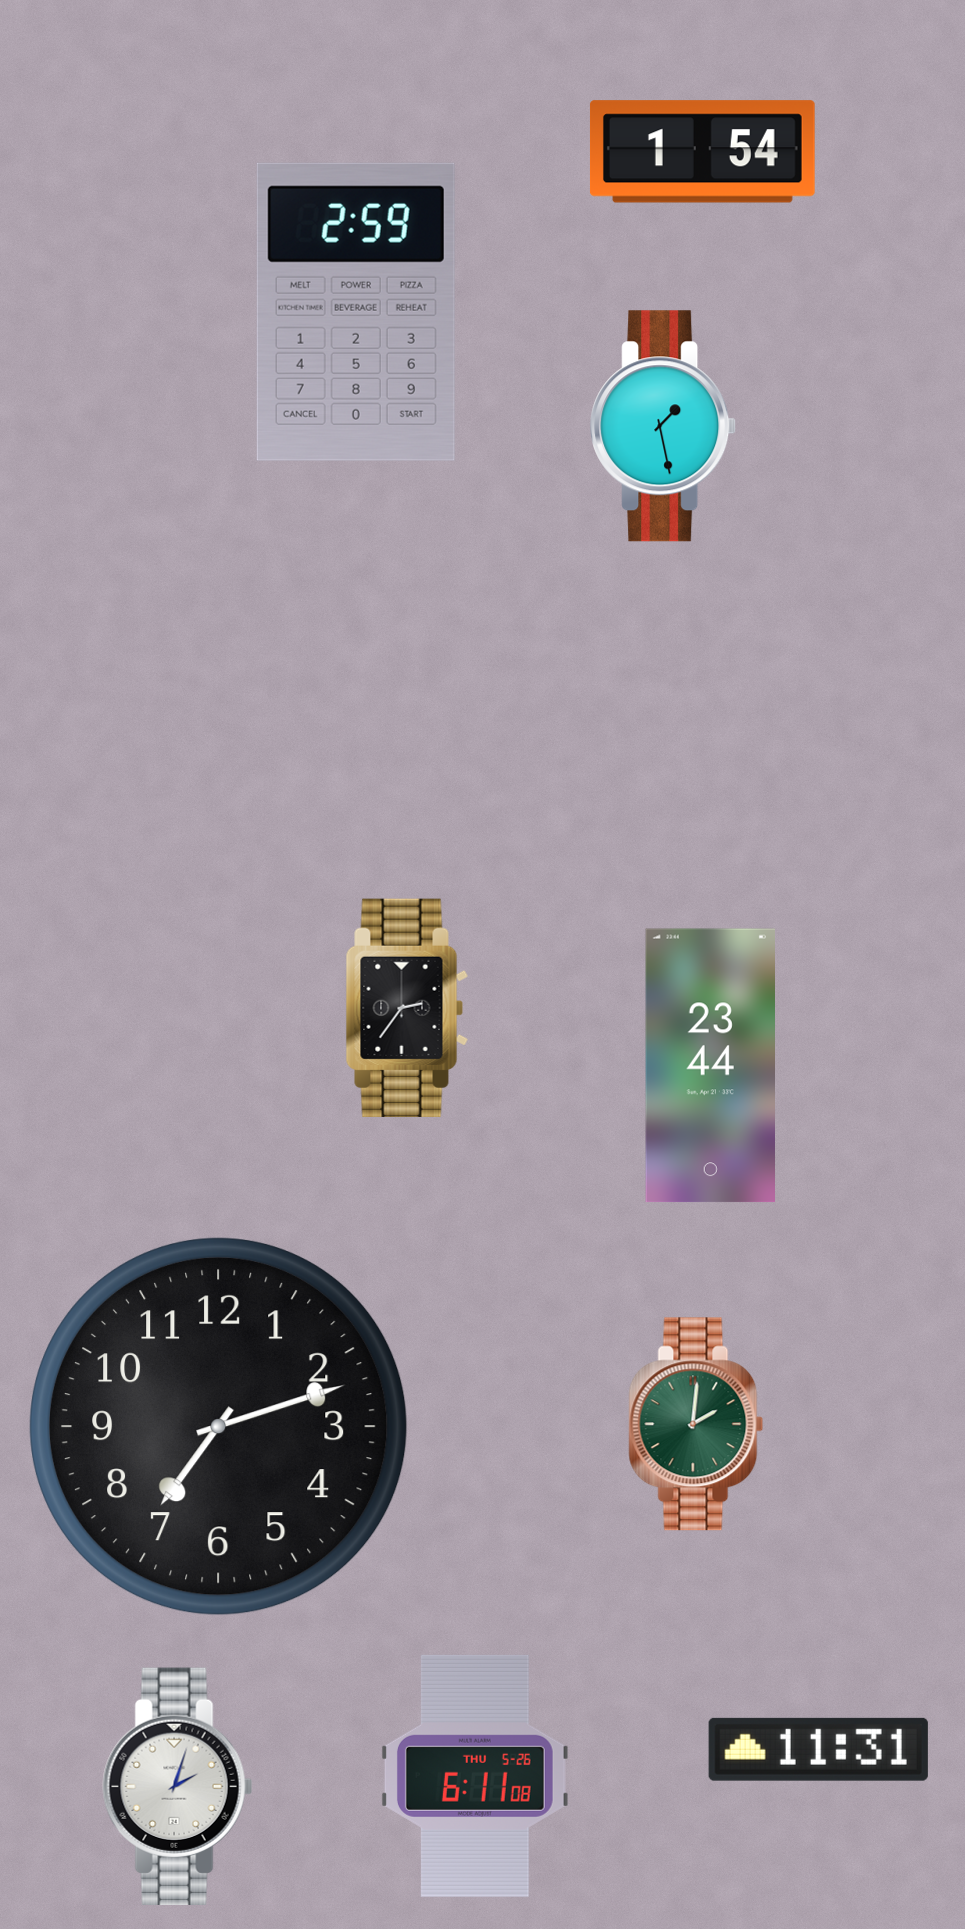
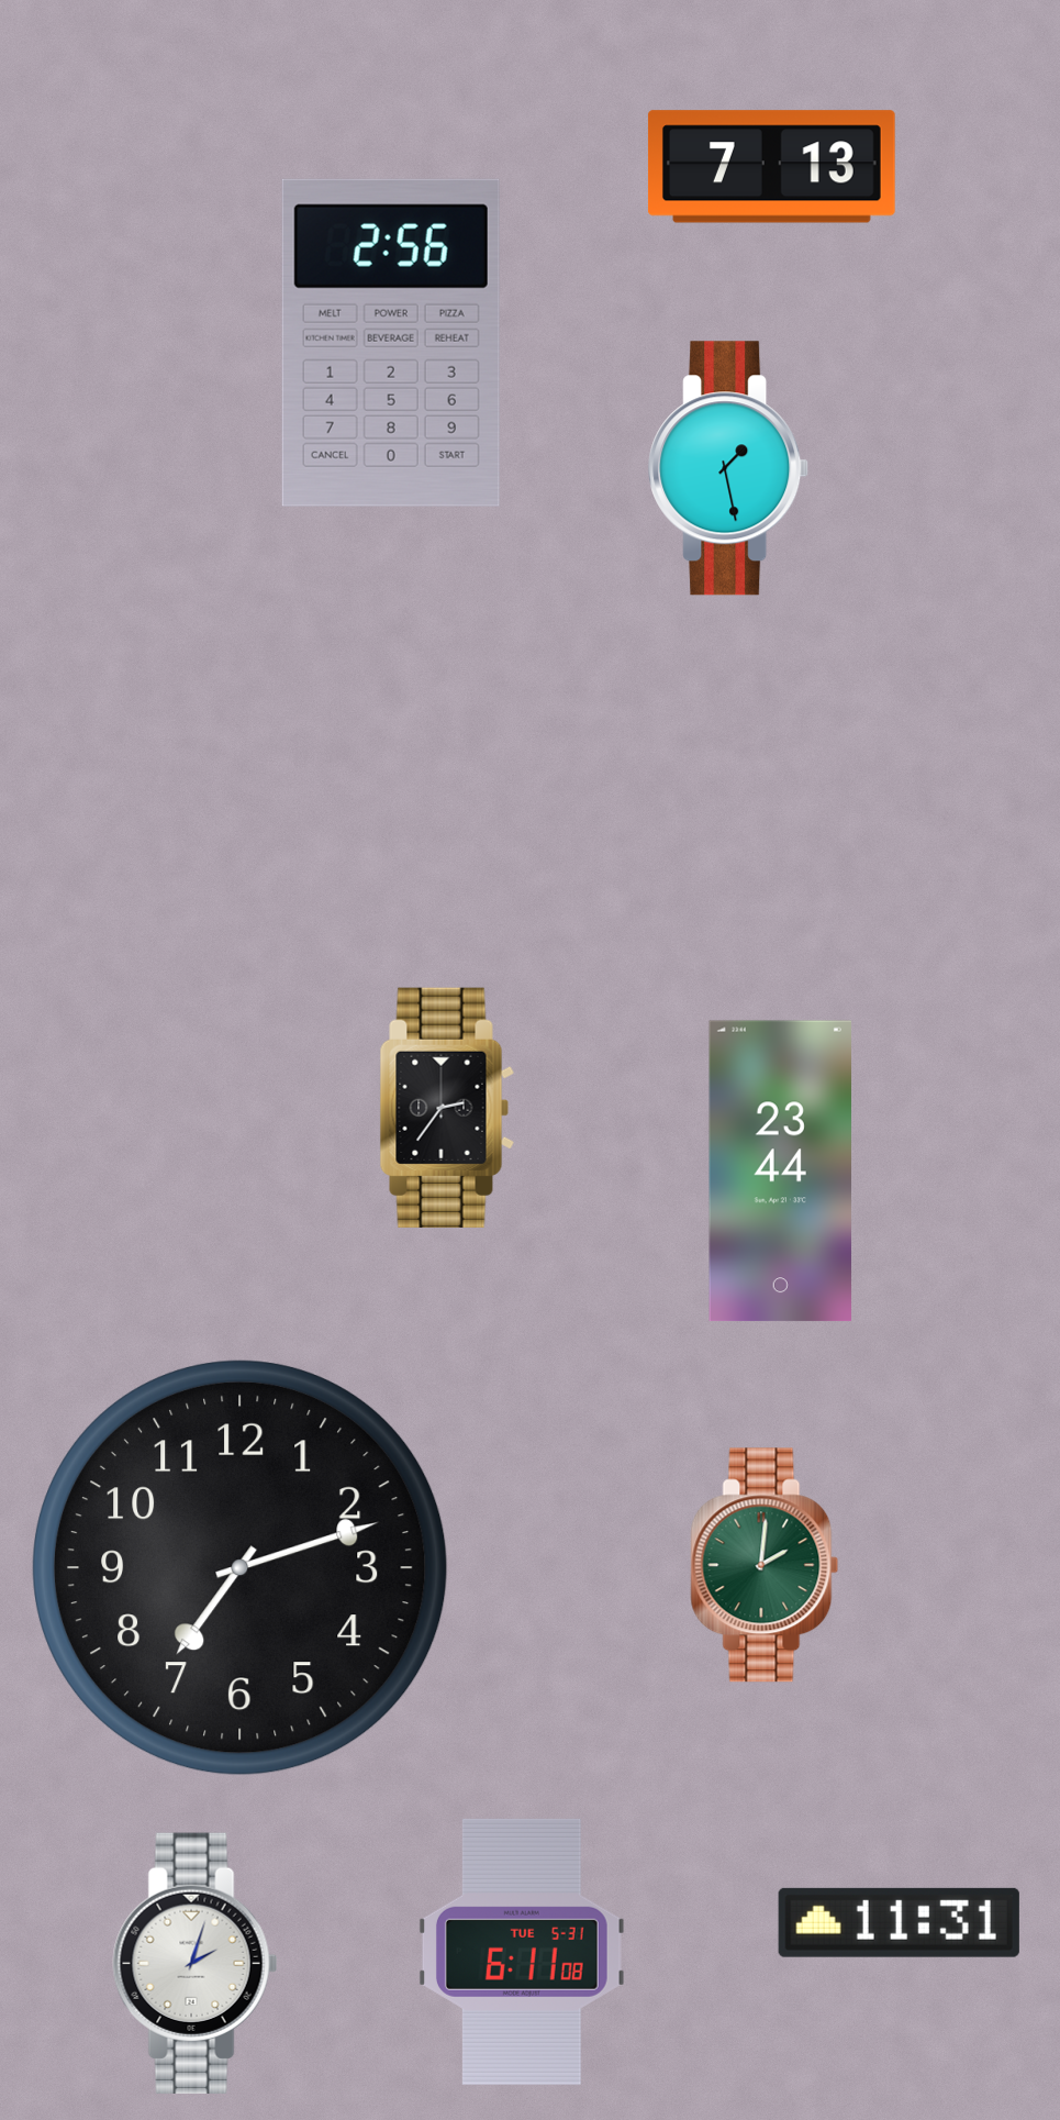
clock at (702, 152): 1:54 -> 7:13
clock at (356, 312): 2:59 -> 2:56
clock at (475, 1776) date: THU 5-26 -> TUE 5-31
